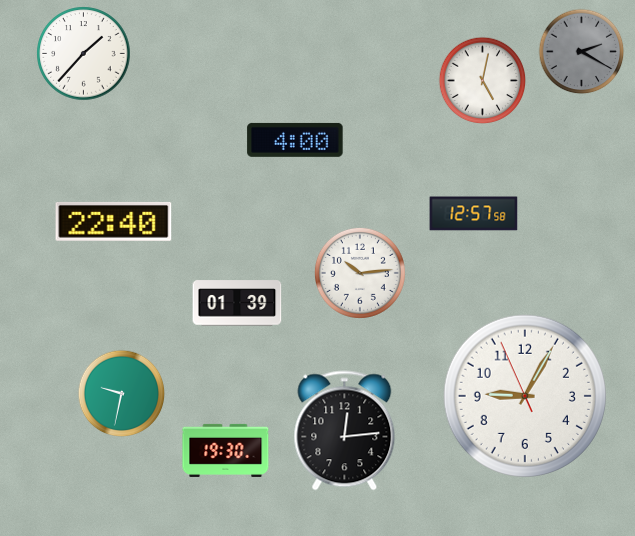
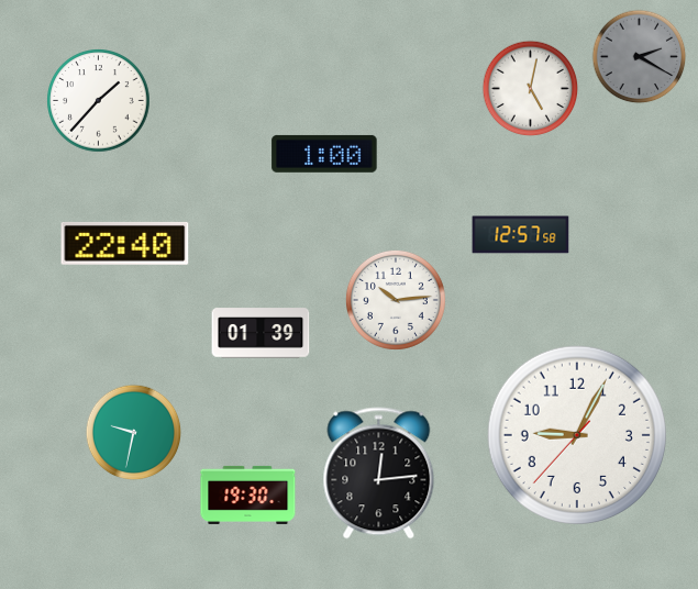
clock at (84, 54) position: (84, 54) -> (99, 101)
clock at (295, 140): 4:00 -> 1:00
clock at (525, 396): 9:04:56 -> 9:04:37
